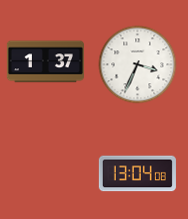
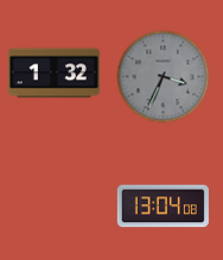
clock at (45, 62): 1:37 -> 1:32
clock at (137, 64) dial: white -> grey
